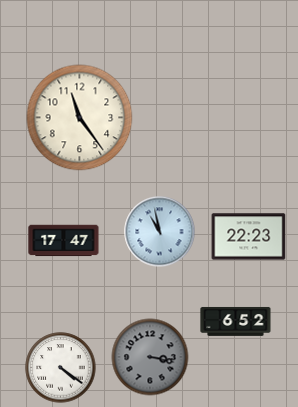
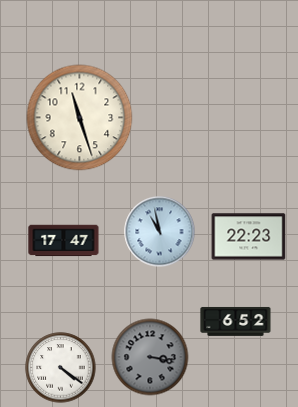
clock at (80, 118): 11:24 -> 11:27
